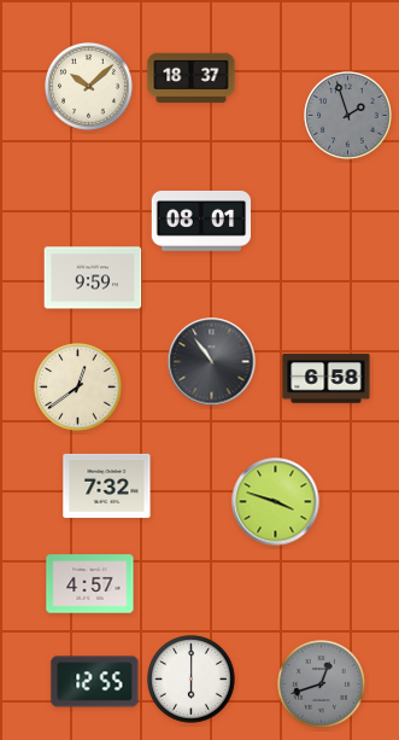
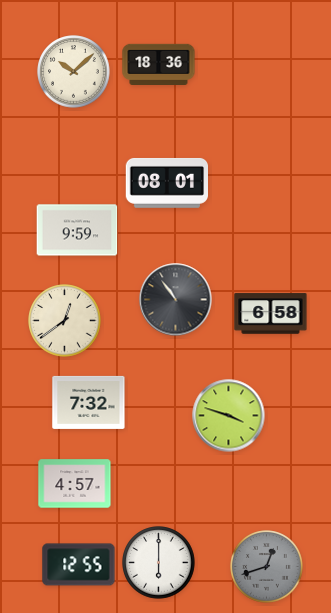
clock at (192, 78): 18:37 -> 18:36
clock at (348, 116): 1:57 -> none
